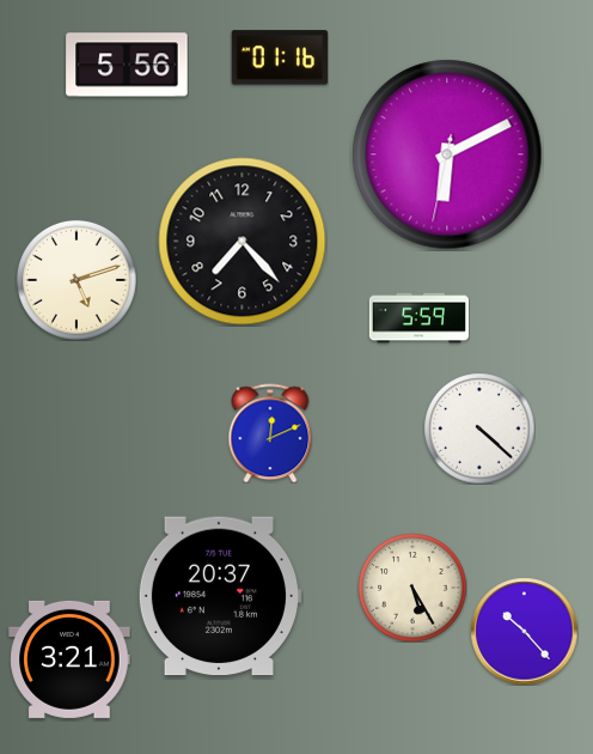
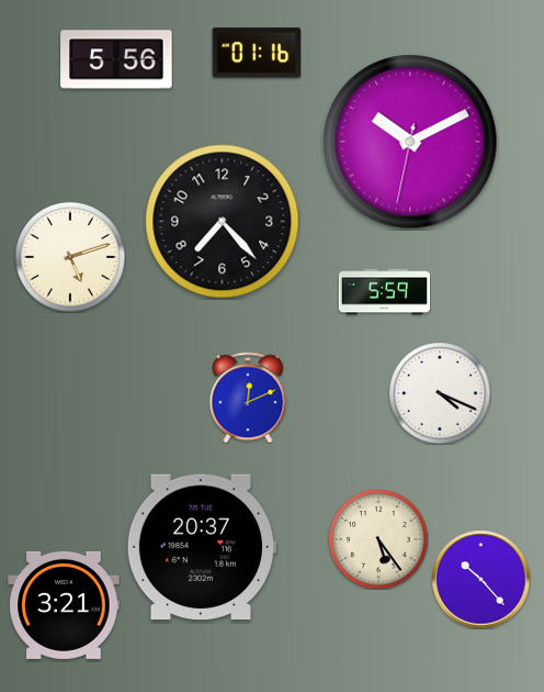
clock at (447, 154): 6:10 -> 10:10
clock at (479, 428): 4:22 -> 4:19
clock at (412, 588): 5:25 -> 5:24
